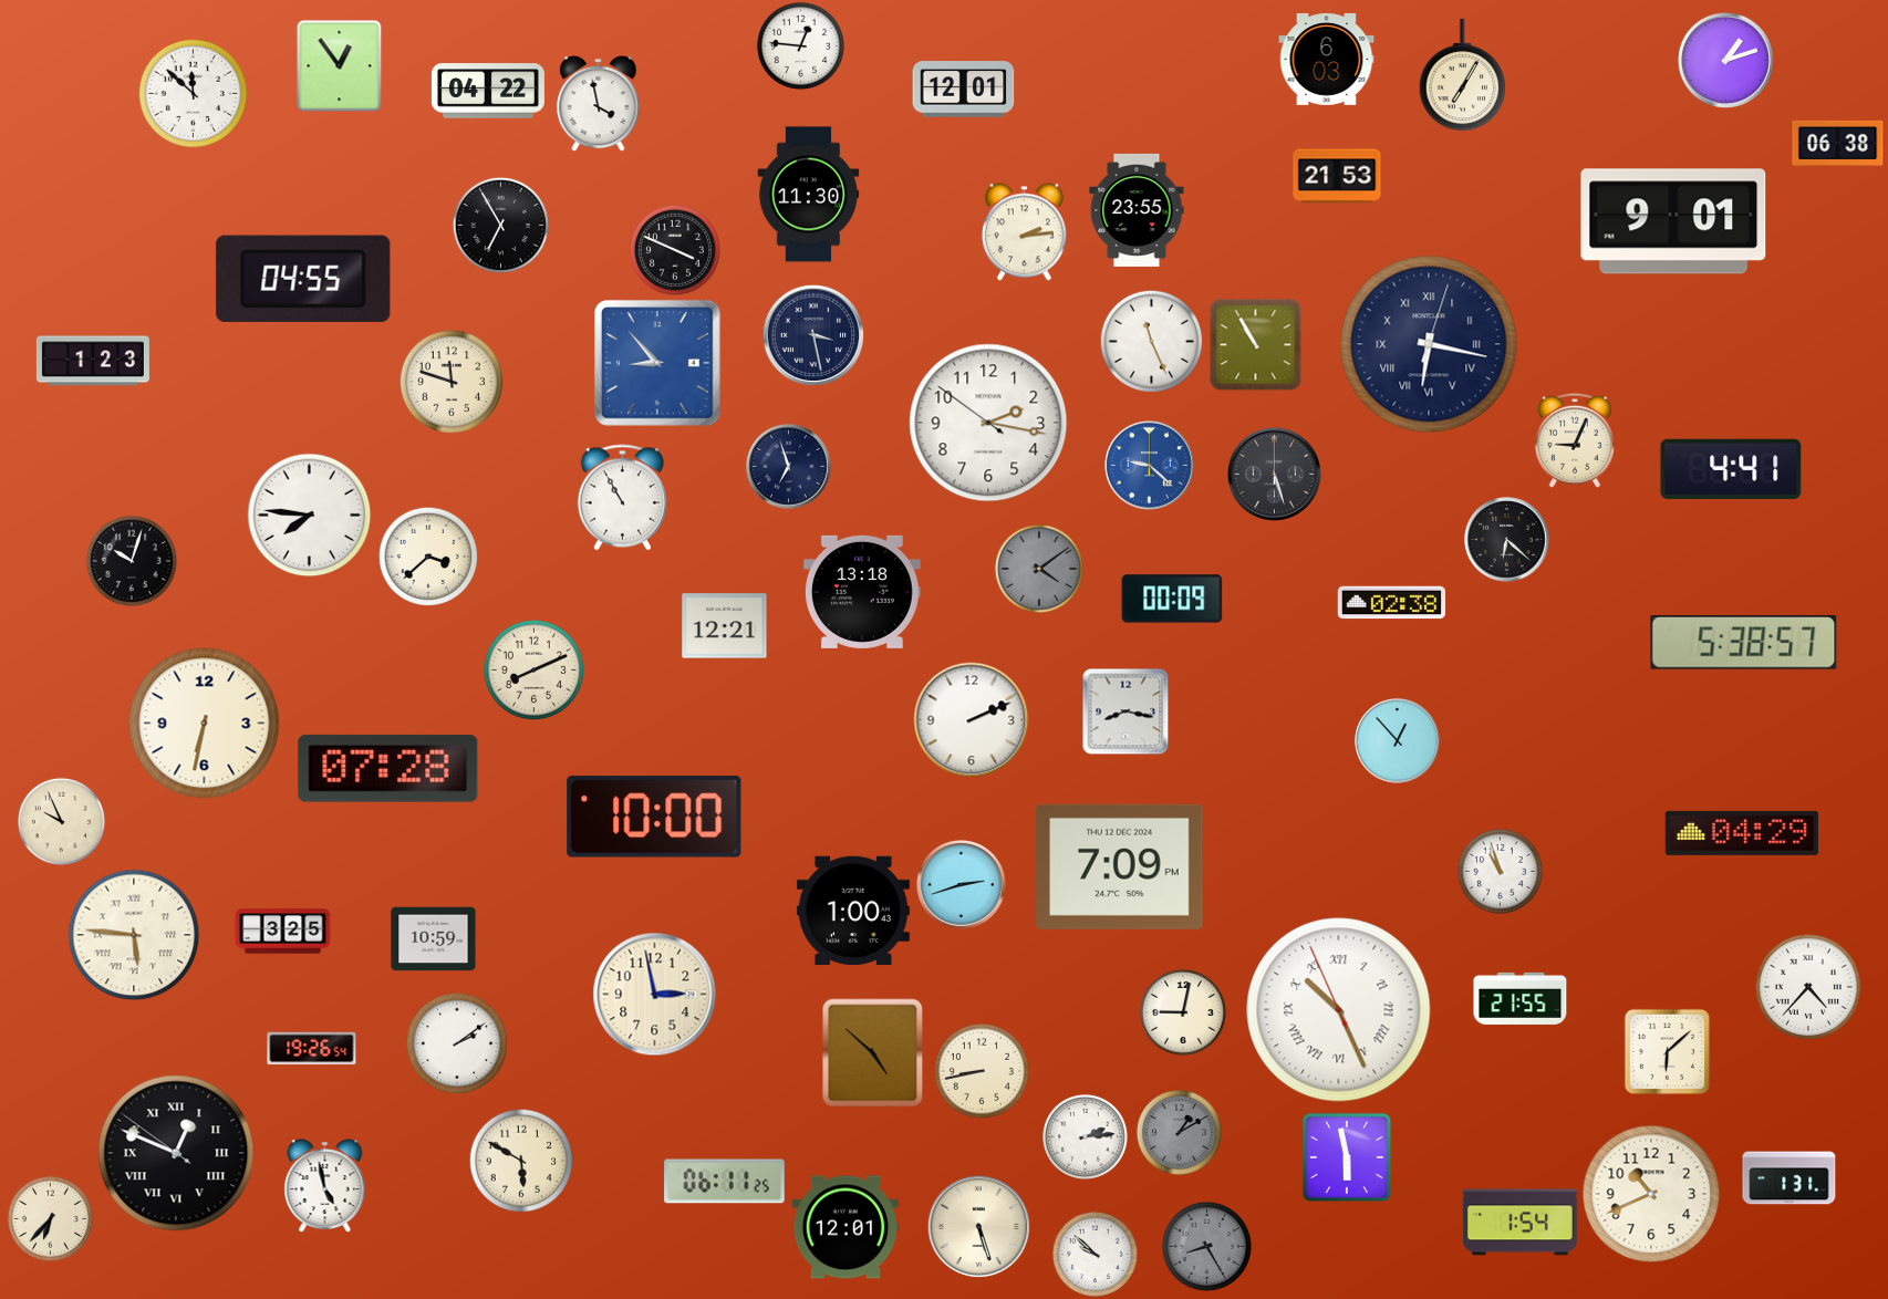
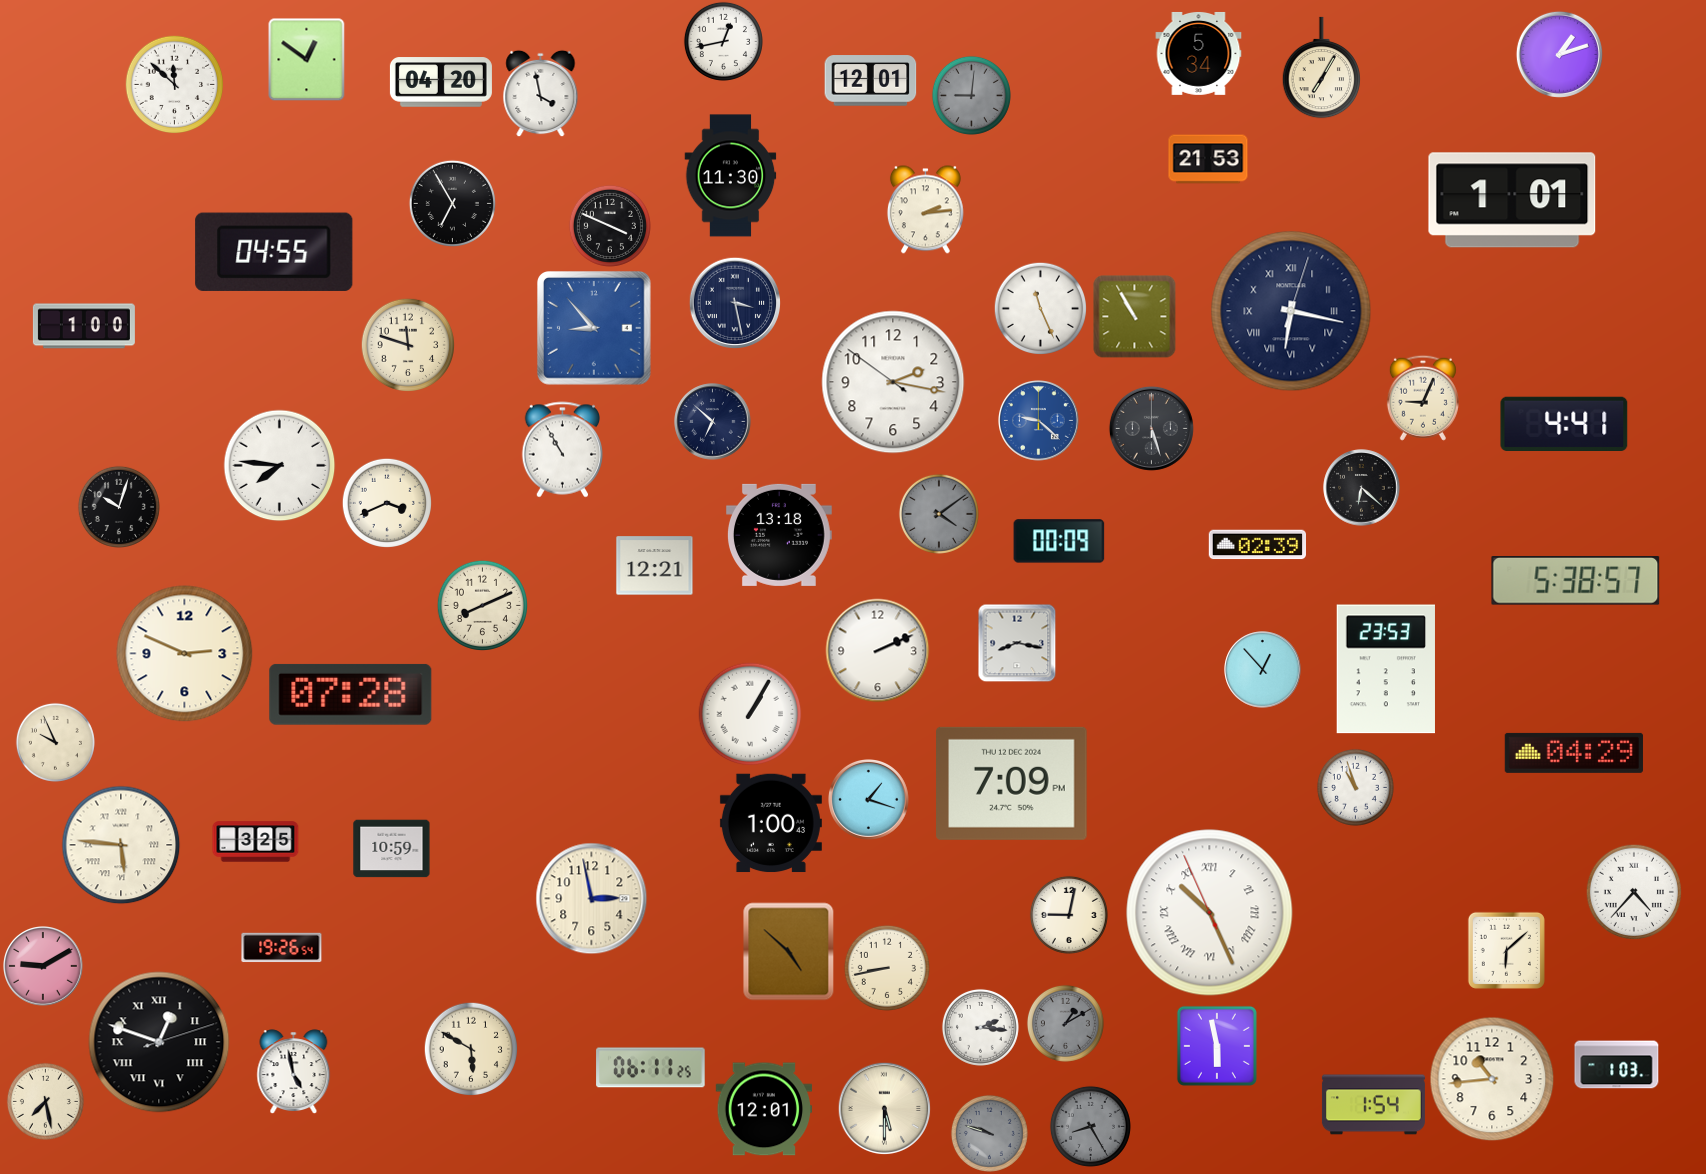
clock at (800, 45): 12:46 -> 12:43
clock at (1327, 59): 6:03 -> 5:34
clock at (340, 65): 12:54 -> 12:51
clock at (488, 91): 04:22 -> 04:20
clock at (971, 95): none -> 9:01
clock at (1838, 143): 06:38 -> none
clock at (1137, 210): 23:55 -> none
clock at (1673, 221): 9:01 -> 1:01
clock at (1256, 345) position: (1256, 345) -> (1135, 317)
clock at (93, 361): 1:23 -> 1:00
clock at (789, 467): 6:57 -> 6:52
clock at (428, 557): 3:38 -> 3:41
clock at (1391, 603): 02:38 -> 02:39
clock at (205, 724): 6:32 -> 2:49
clock at (1386, 669): none -> 23:53
clock at (750, 714): none -> 1:05
clock at (654, 817): 10:00 -> none
clock at (962, 885): 2:42 -> 1:18
clock at (1521, 998): 21:55 -> none
clock at (456, 1042): 2:09 -> none
clock at (44, 967): none -> 9:10
clock at (1085, 1136): 2:14 -> 2:16
clock at (176, 1153): 12:48:51 -> 12:48:12
clock at (1790, 1178): 1:31 -> 1:03
clock at (725, 1182) position: (725, 1182) -> (651, 1068)
clock at (1651, 1194): 10:41 -> 10:44
clock at (50, 1218): 6:37 -> 7:28
clock at (978, 1226): 5:27 -> 5:30
clock at (1095, 1254): 9:52 -> 9:48
clock at (1095, 1254) dial: white -> grey
